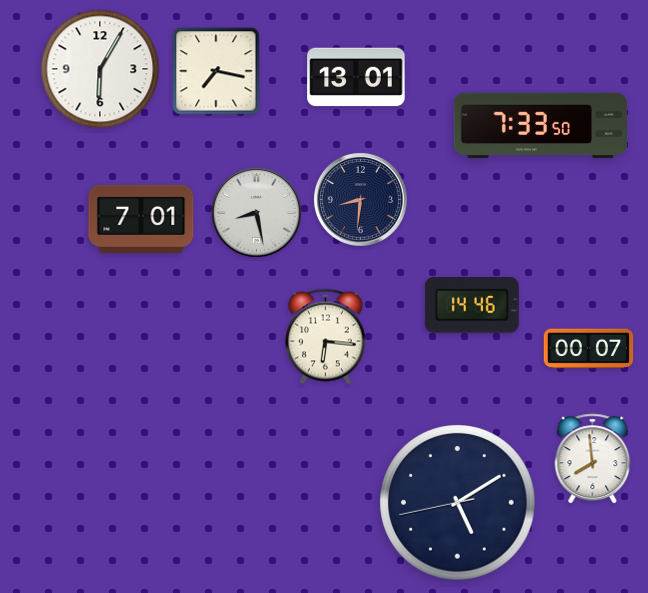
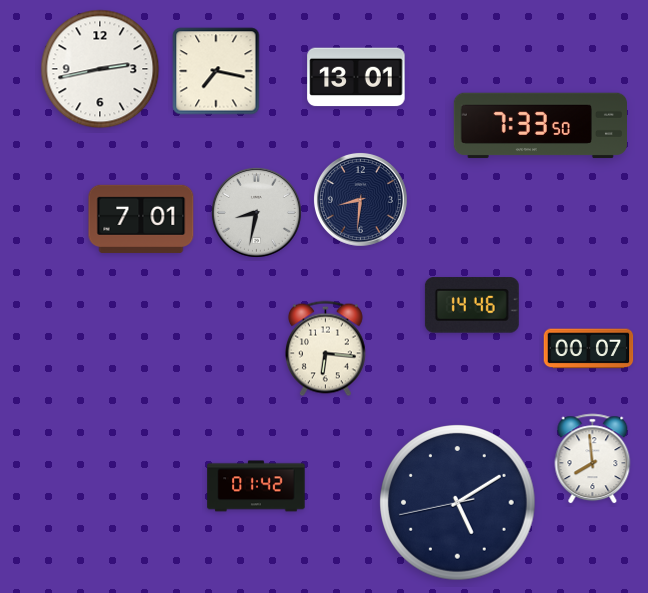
clock at (100, 69): 6:05 -> 2:43
clock at (256, 212): 8:28 -> 8:32
clock at (325, 337) position: (325, 337) -> (325, 349)
clock at (256, 486): none -> 01:42
